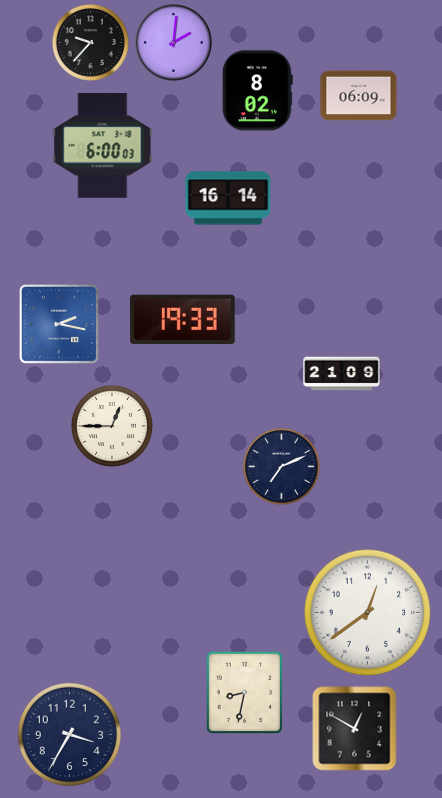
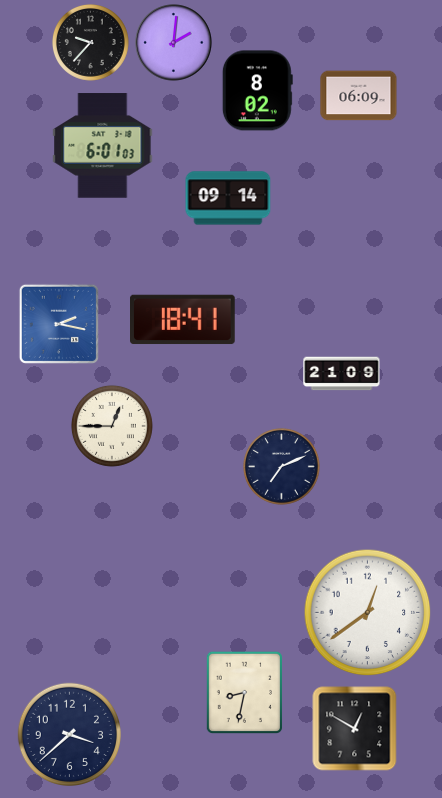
clock at (103, 146): 6:00 -> 6:01
clock at (228, 198): 16:14 -> 09:14
clock at (183, 320): 19:33 -> 18:41
clock at (69, 734): 3:35 -> 3:38
